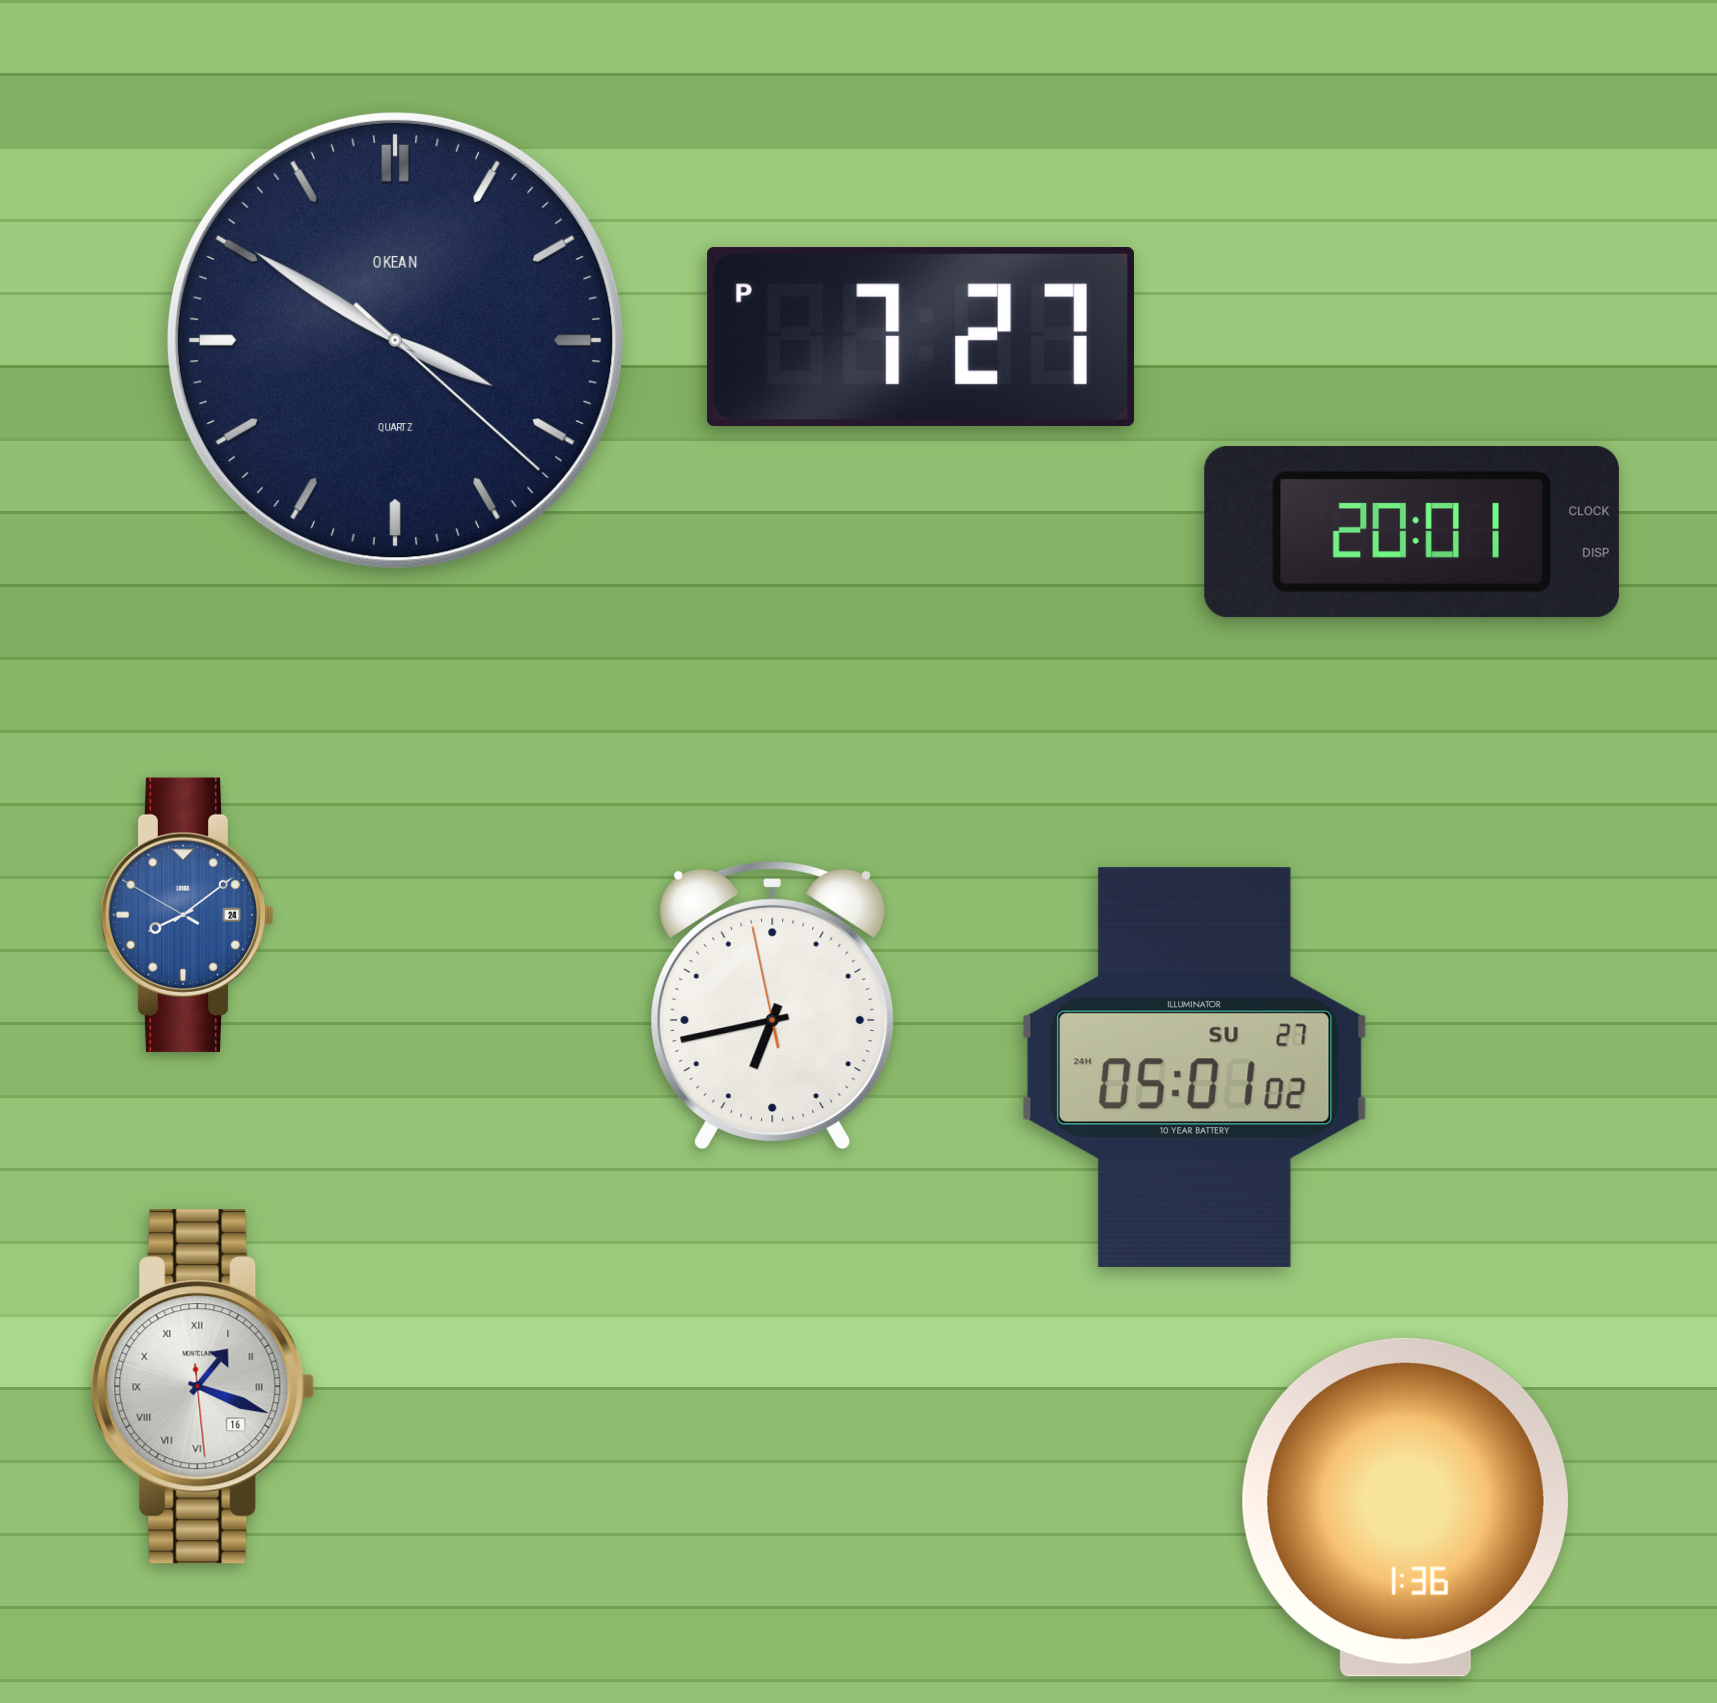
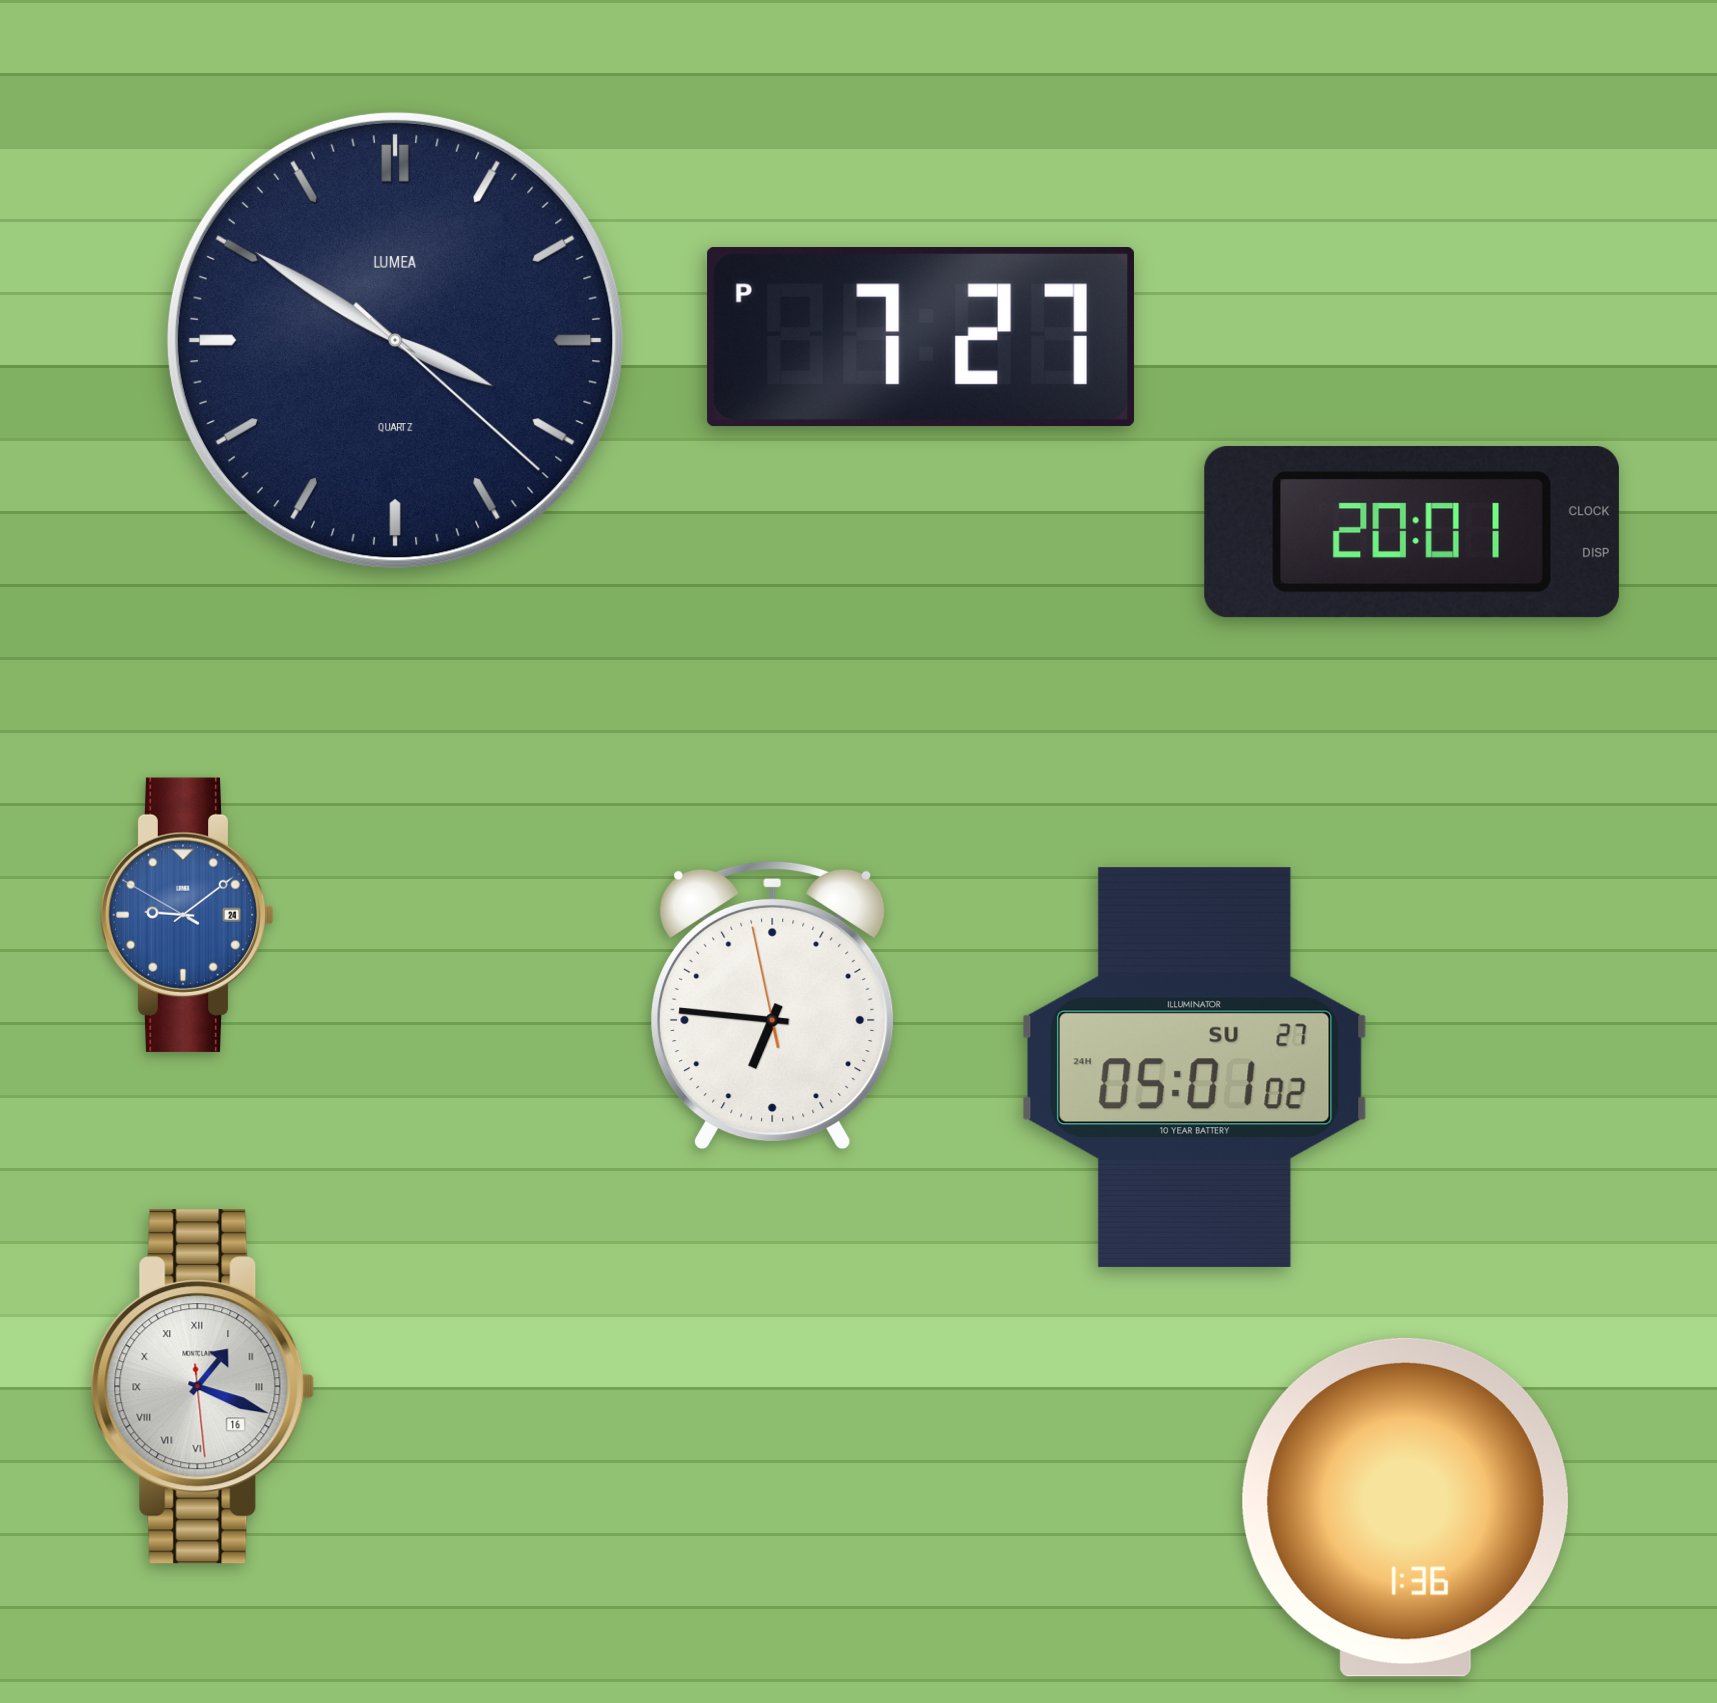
clock at (395, 340) brand: OKEAN -> LUMEA
clock at (187, 915): 8:08 -> 9:08
clock at (773, 1005): 6:42 -> 6:45
